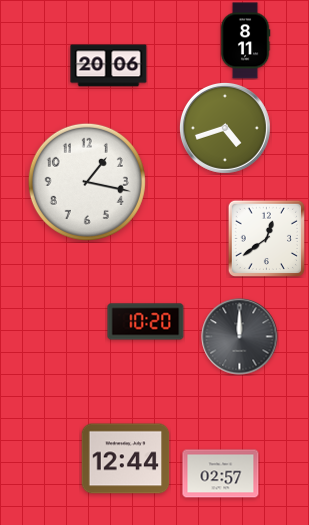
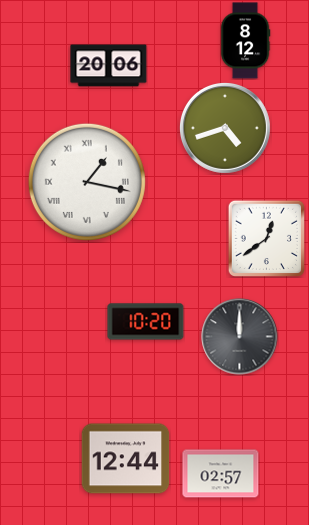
clock at (245, 41): 8:11 -> 8:12
clock at (87, 182) numerals: Arabic -> Roman
